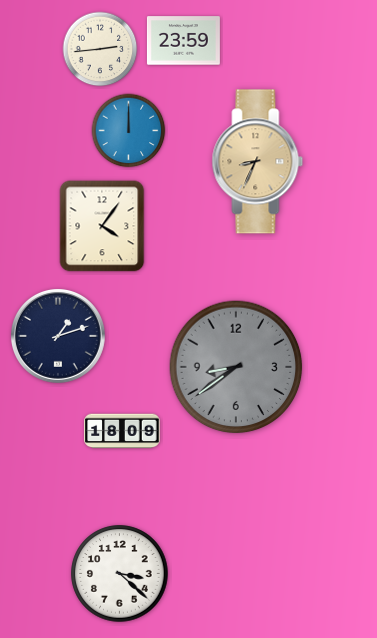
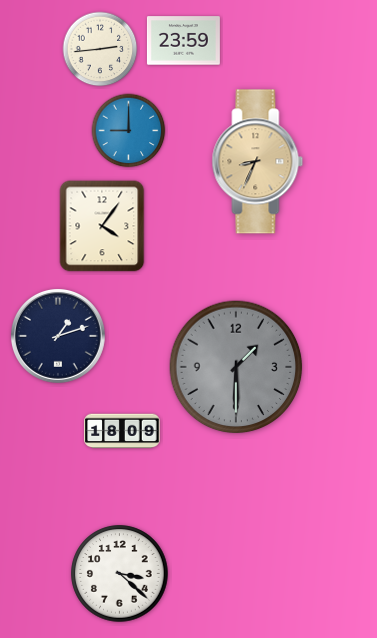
clock at (129, 131): 12:00 -> 9:00
clock at (236, 367): 8:39 -> 1:30
